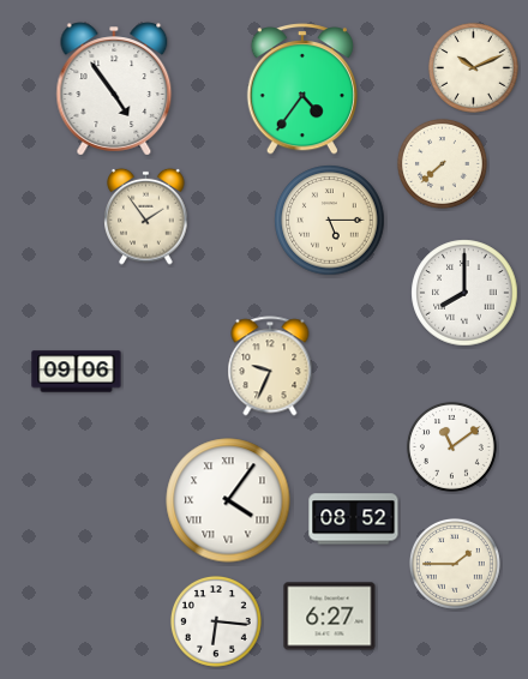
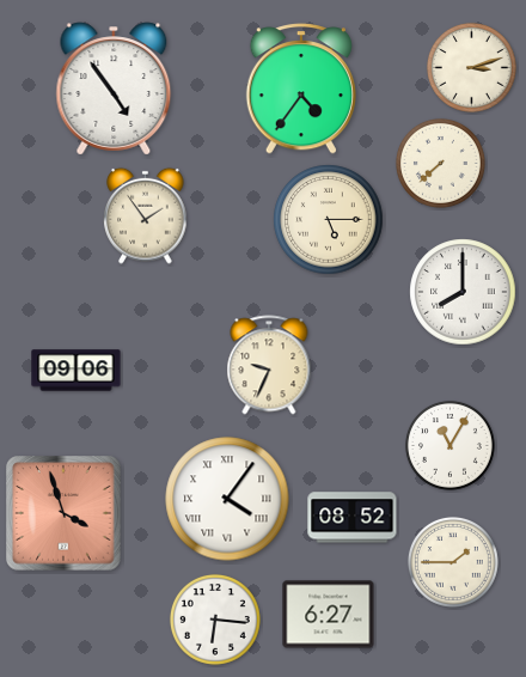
clock at (473, 67): 10:11 -> 3:12
clock at (451, 446): 11:09 -> 11:05
clock at (63, 513): none -> 3:57
